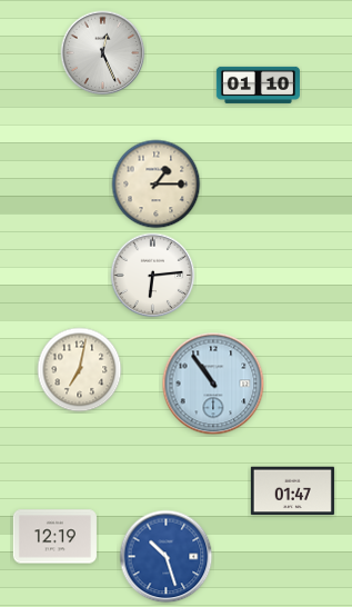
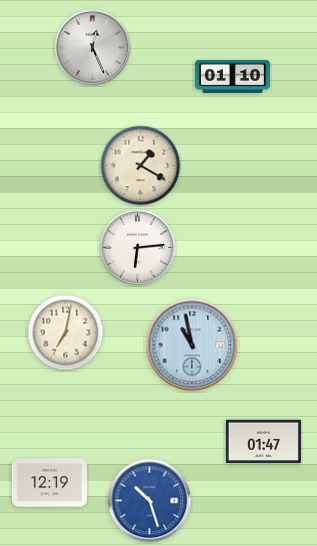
clock at (157, 185): 1:15 -> 1:20
clock at (80, 370) position: (80, 370) -> (66, 333)
clock at (213, 384): 10:54 -> 10:58
